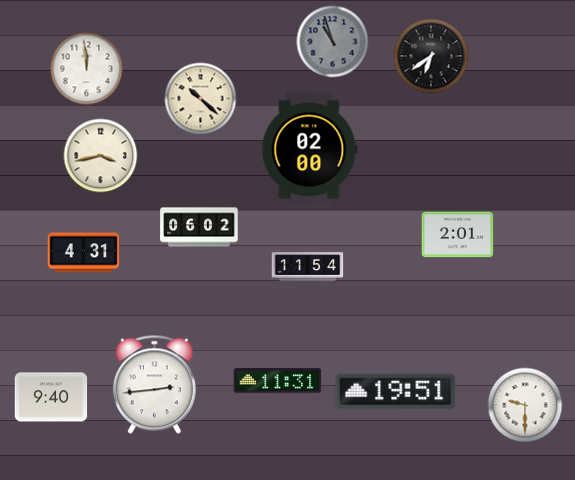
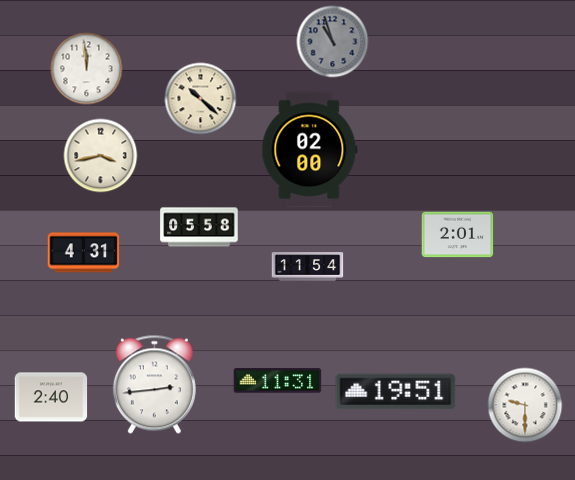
clock at (431, 56): 6:39 -> none
clock at (199, 227): 06:02 -> 05:58
clock at (51, 397): 9:40 -> 2:40
